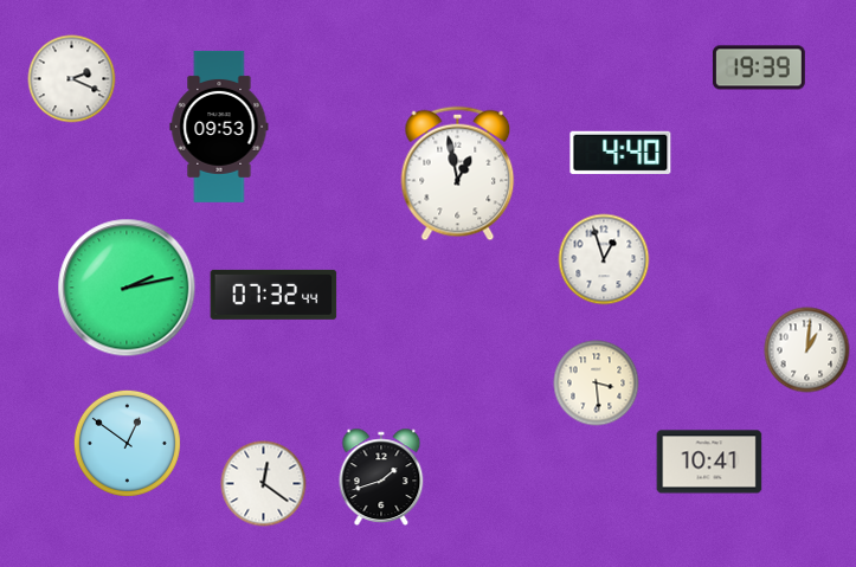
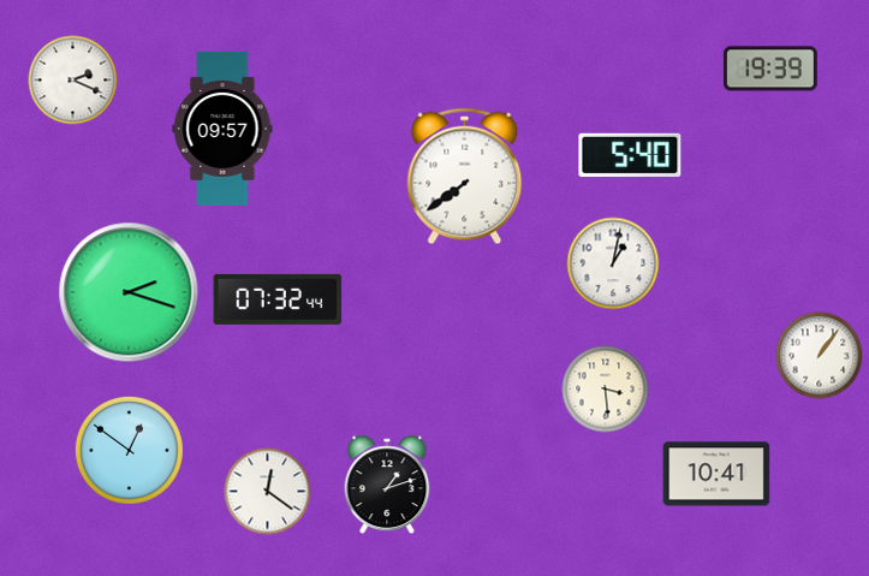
clock at (219, 127): 09:53 -> 09:57
clock at (620, 153): 4:40 -> 5:40
clock at (458, 174): 12:58 -> 7:39
clock at (604, 259): 12:57 -> 1:02
clock at (127, 288): 2:13 -> 2:18
clock at (807, 350): 1:01 -> 1:06
clock at (709, 462) position: (709, 462) -> (716, 474)
clock at (381, 476): 1:42 -> 1:12
